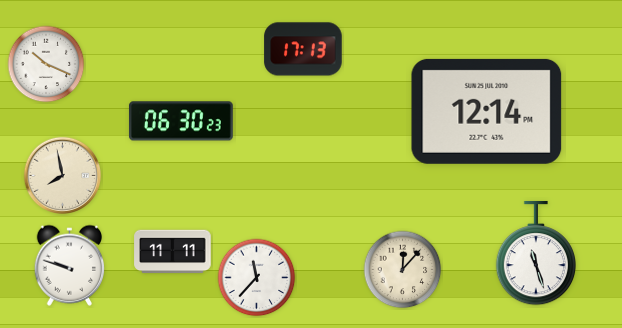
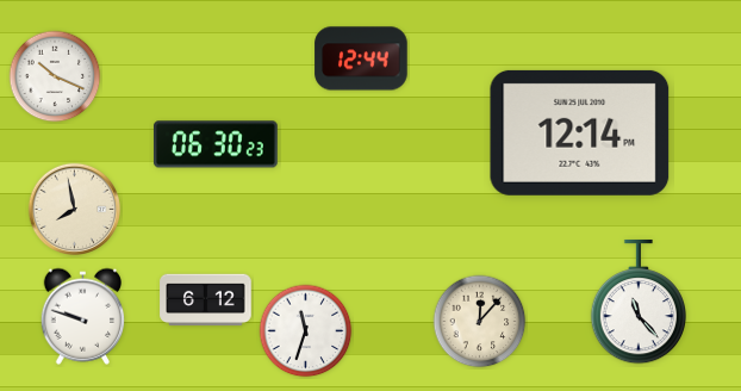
clock at (303, 49): 17:13 -> 12:44
clock at (173, 252): 11:11 -> 6:12
clock at (535, 253): 11:27 -> 11:23
clock at (257, 278): 11:37 -> 11:33
